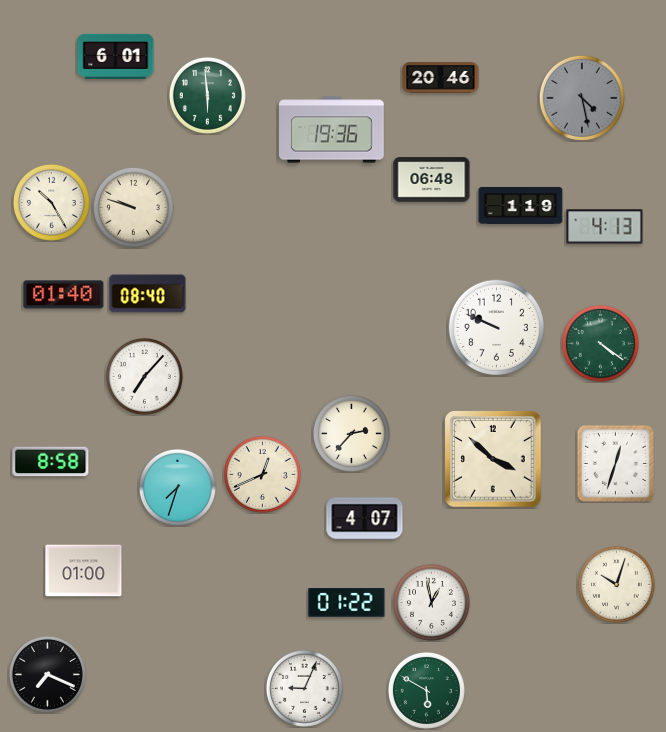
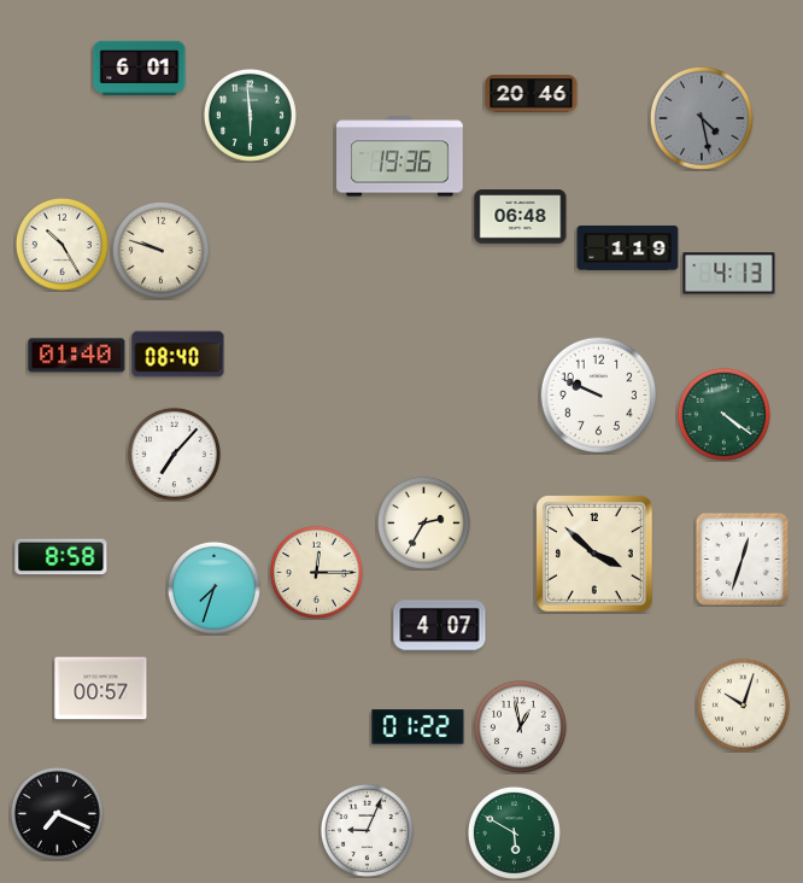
clock at (351, 433): 2:37 -> 2:35
clock at (262, 474): 12:41 -> 12:15
clock at (84, 571): 01:00 -> 00:57
